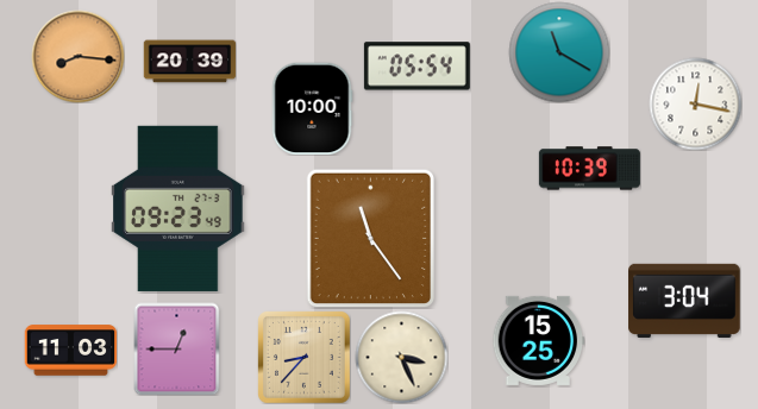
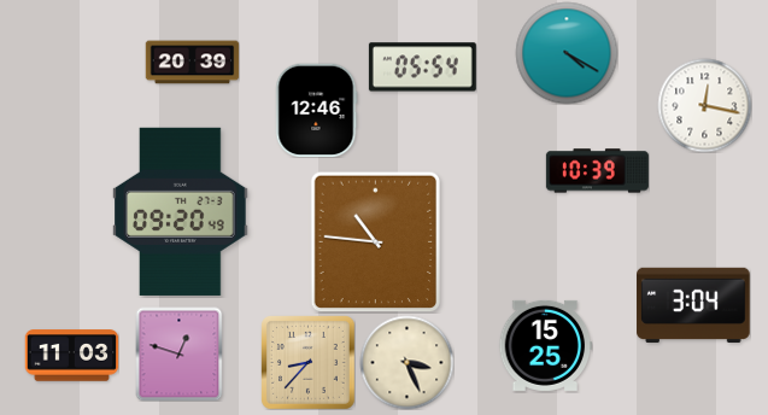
clock at (559, 52): 11:20 -> 4:20
clock at (77, 56): 8:16 -> none
clock at (312, 108): 10:00 -> 12:46
clock at (178, 208): 09:23 -> 09:20
clock at (370, 238): 11:24 -> 10:46
clock at (177, 348): 12:45 -> 12:48
